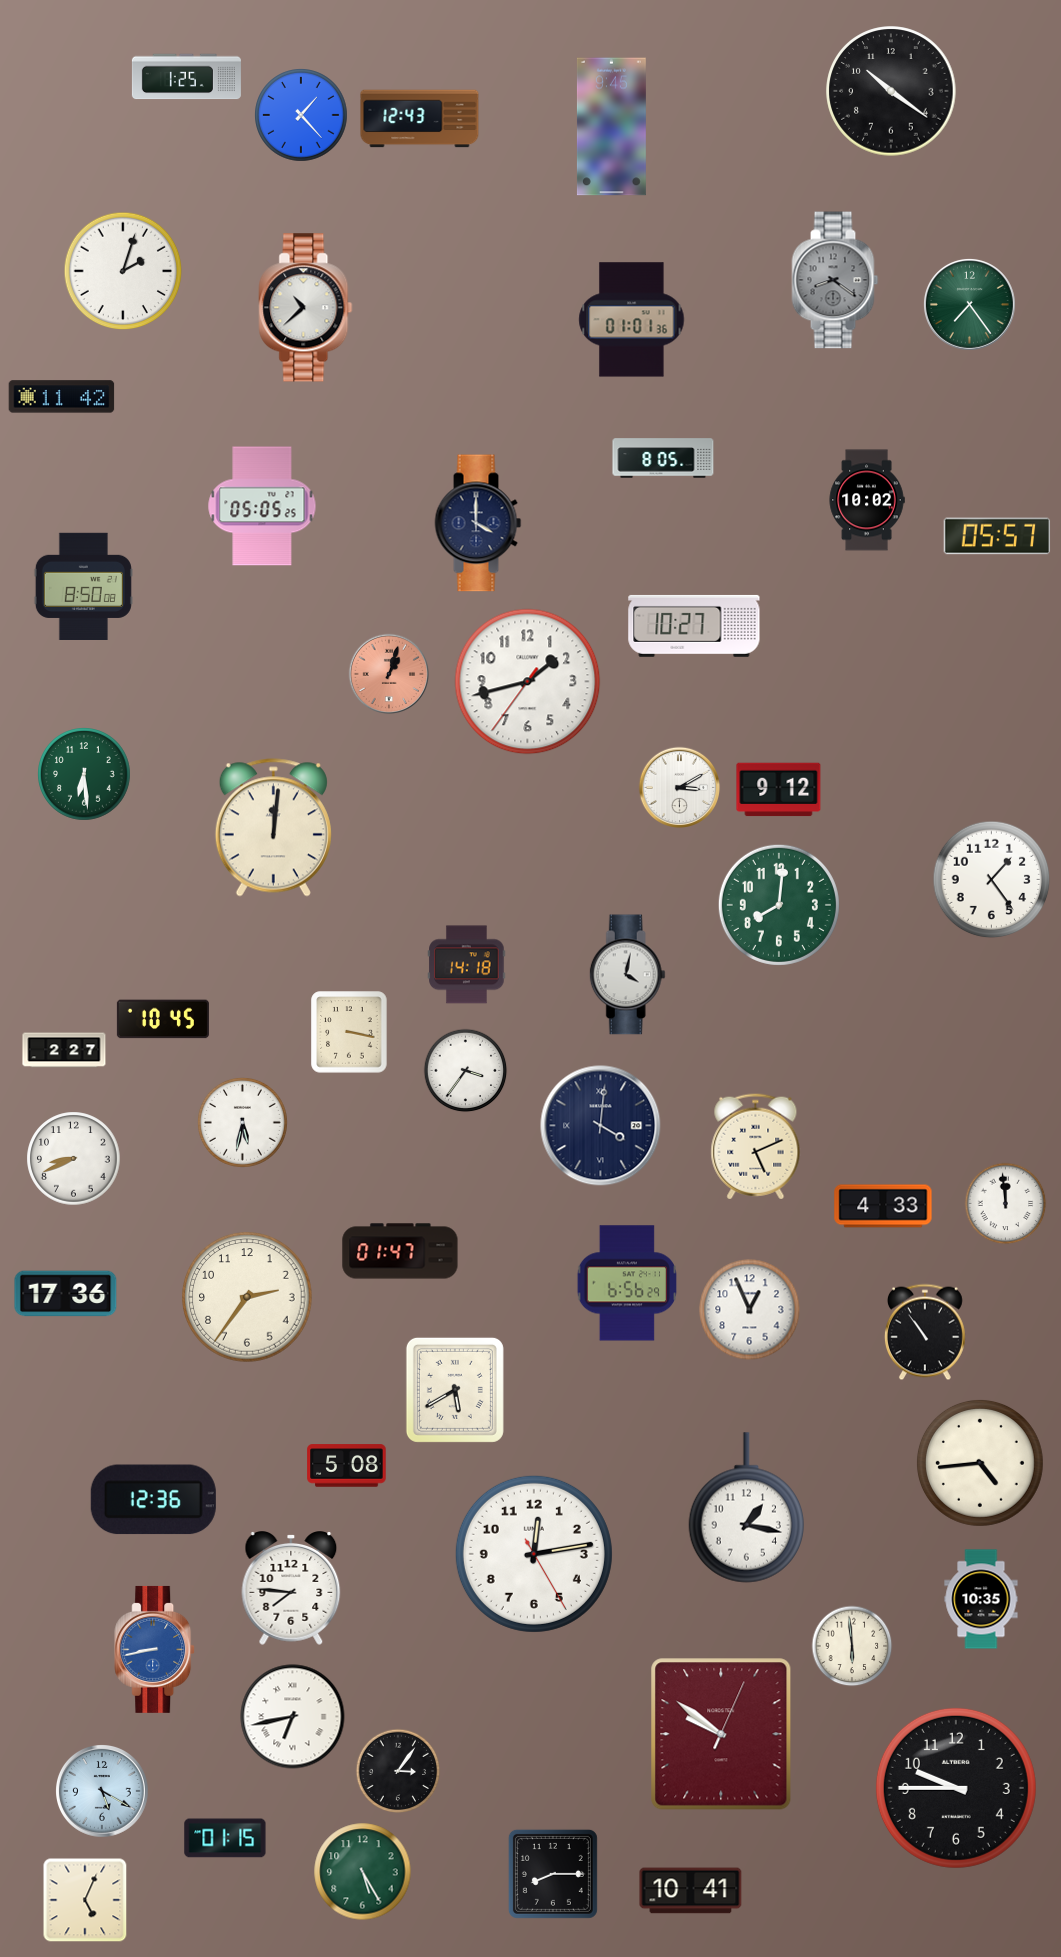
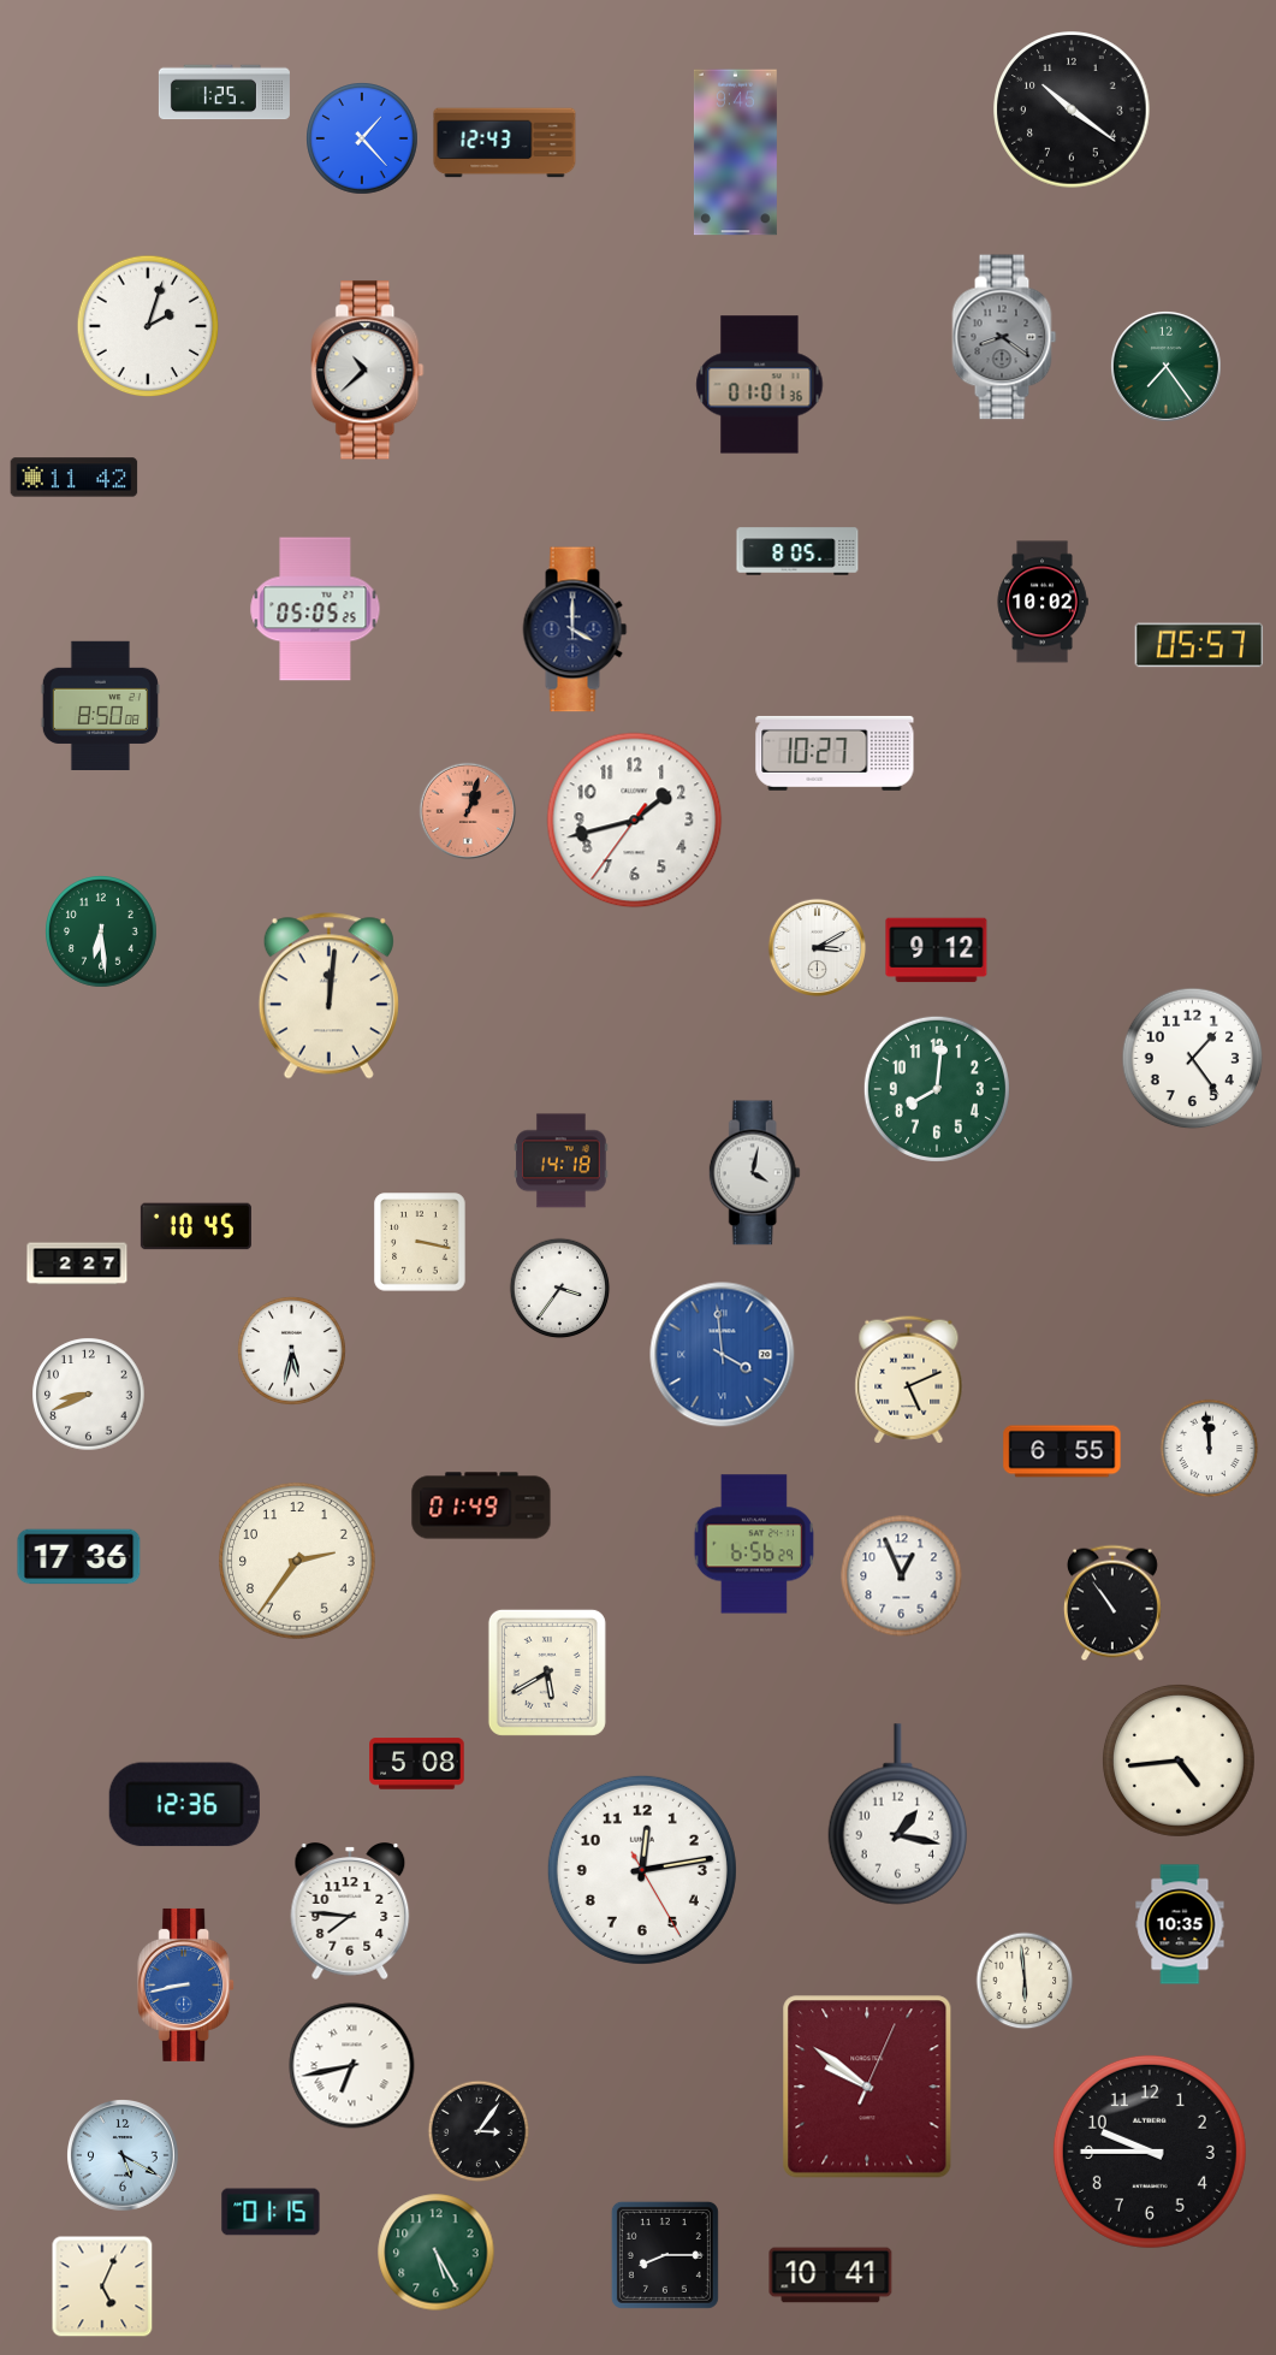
clock at (601, 1126): 4:01 -> 3:59
clock at (601, 1126) dial: navy -> blue
clock at (883, 1206): 4:33 -> 6:55
clock at (400, 1251): 01:47 -> 01:49
